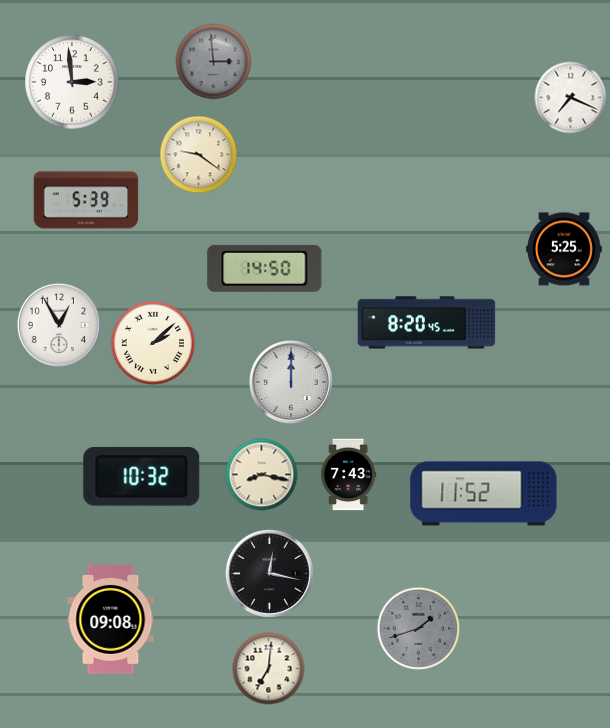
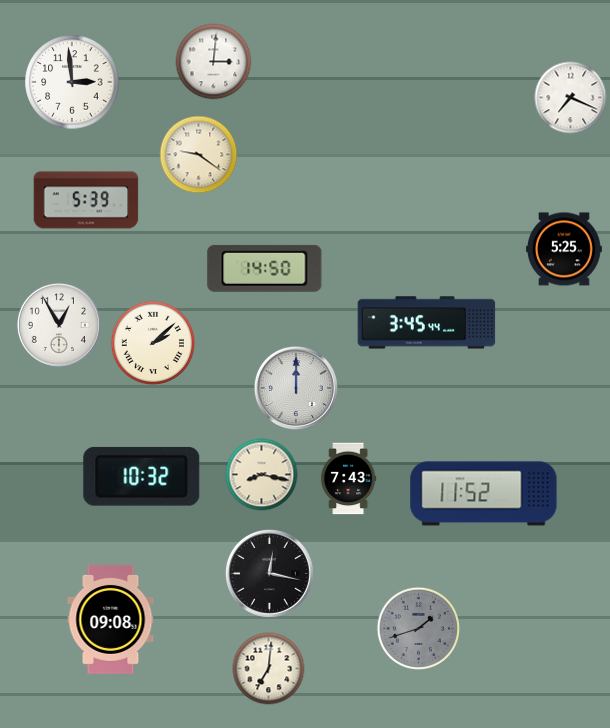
clock at (214, 62): 2:59 -> 3:01
clock at (214, 62) dial: grey -> white
clock at (427, 323): 8:20 -> 3:45
clock at (291, 382) position: (291, 382) -> (296, 388)
clock at (348, 475) position: (348, 475) -> (348, 479)
